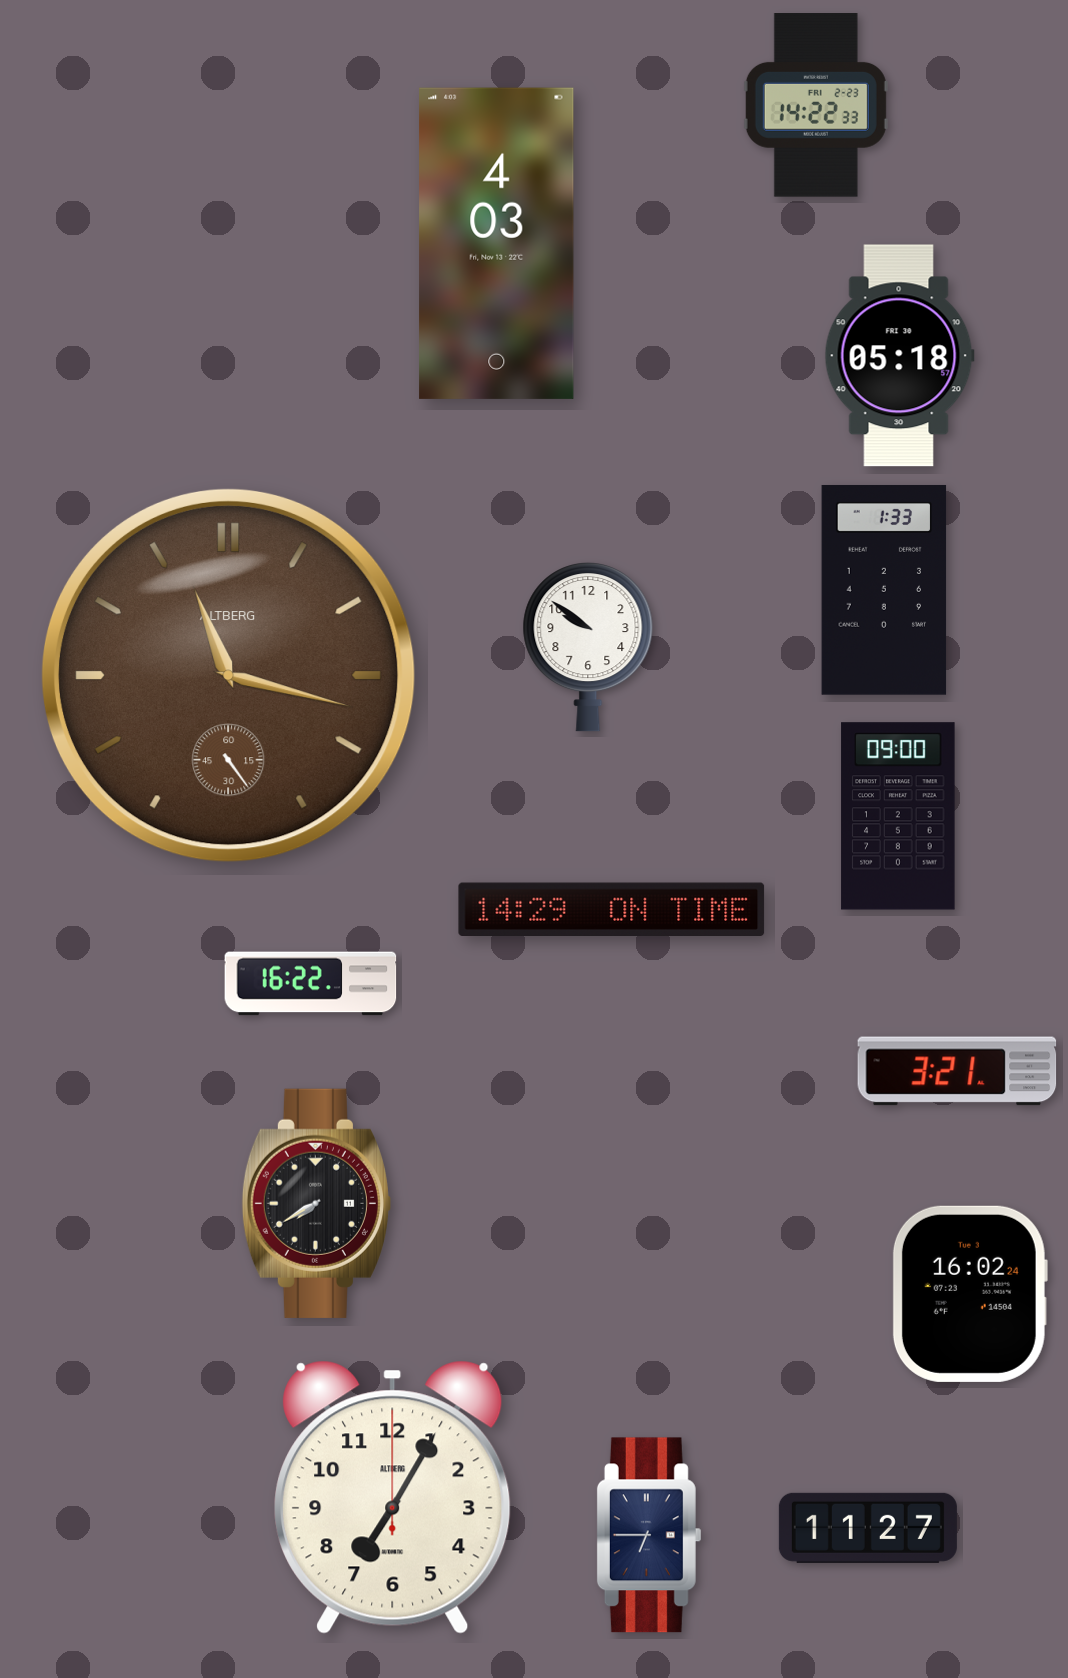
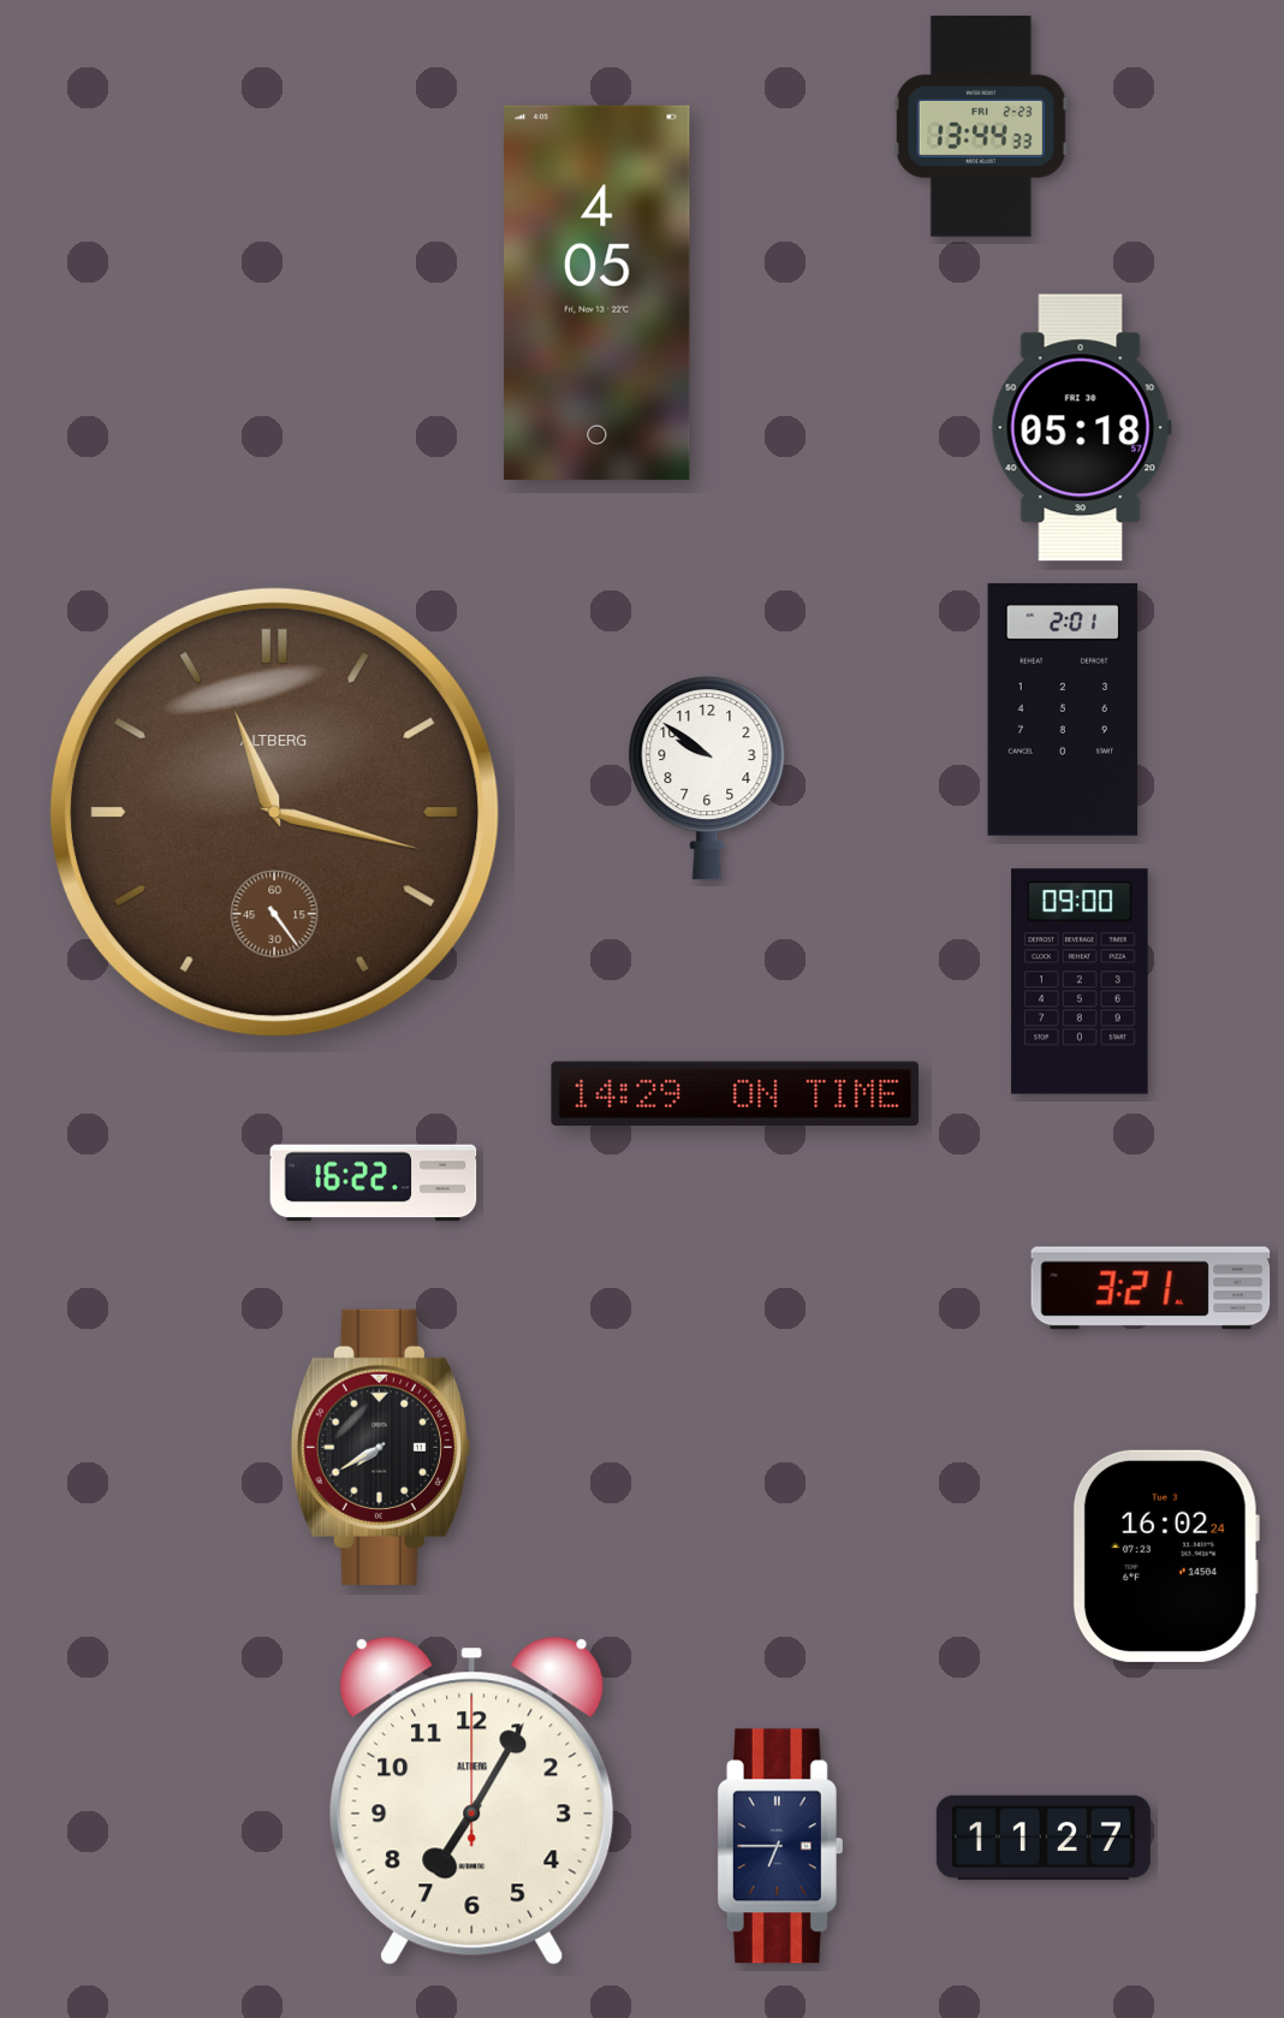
clock at (816, 105): 14:22 -> 13:44
clock at (497, 243): 4:03 -> 4:05
clock at (884, 590): 1:33 -> 2:01
